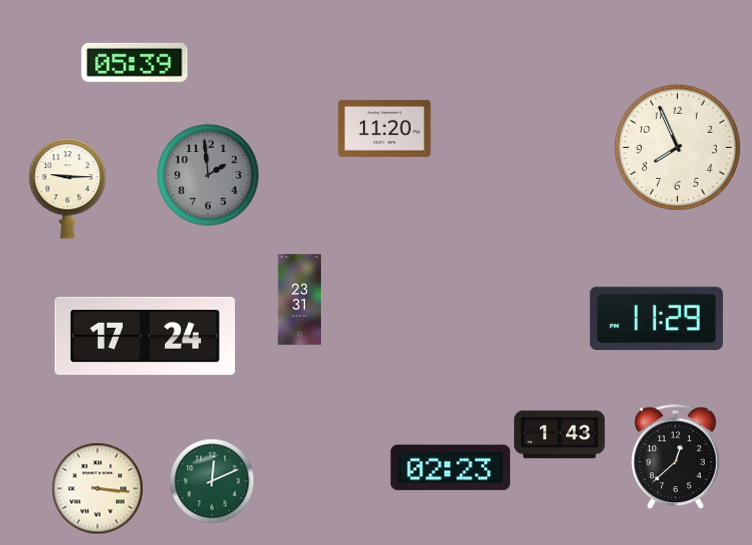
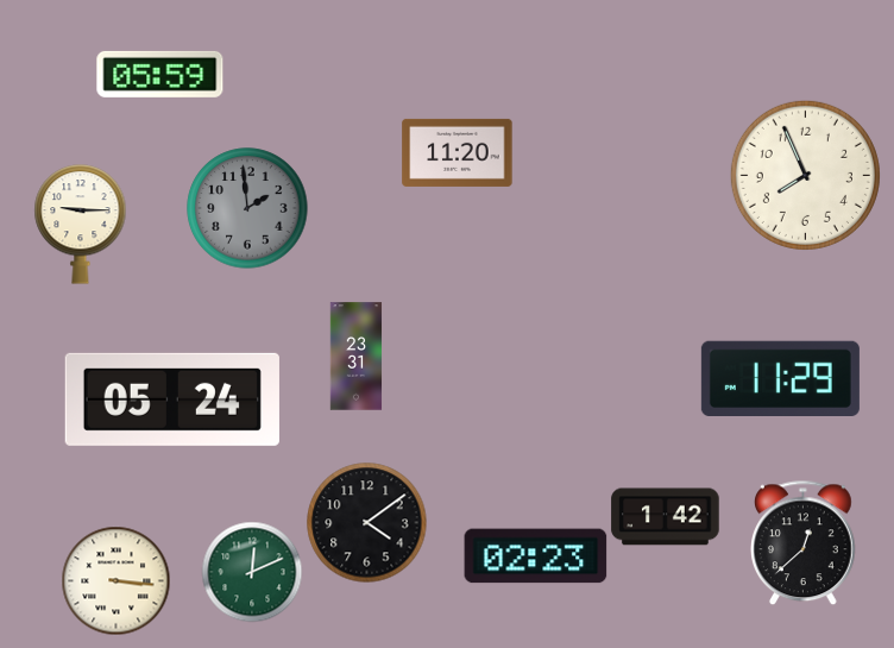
clock at (135, 62): 05:39 -> 05:59
clock at (145, 336): 17:24 -> 05:24
clock at (560, 435): 1:43 -> 1:42
clock at (367, 523): none -> 4:09
